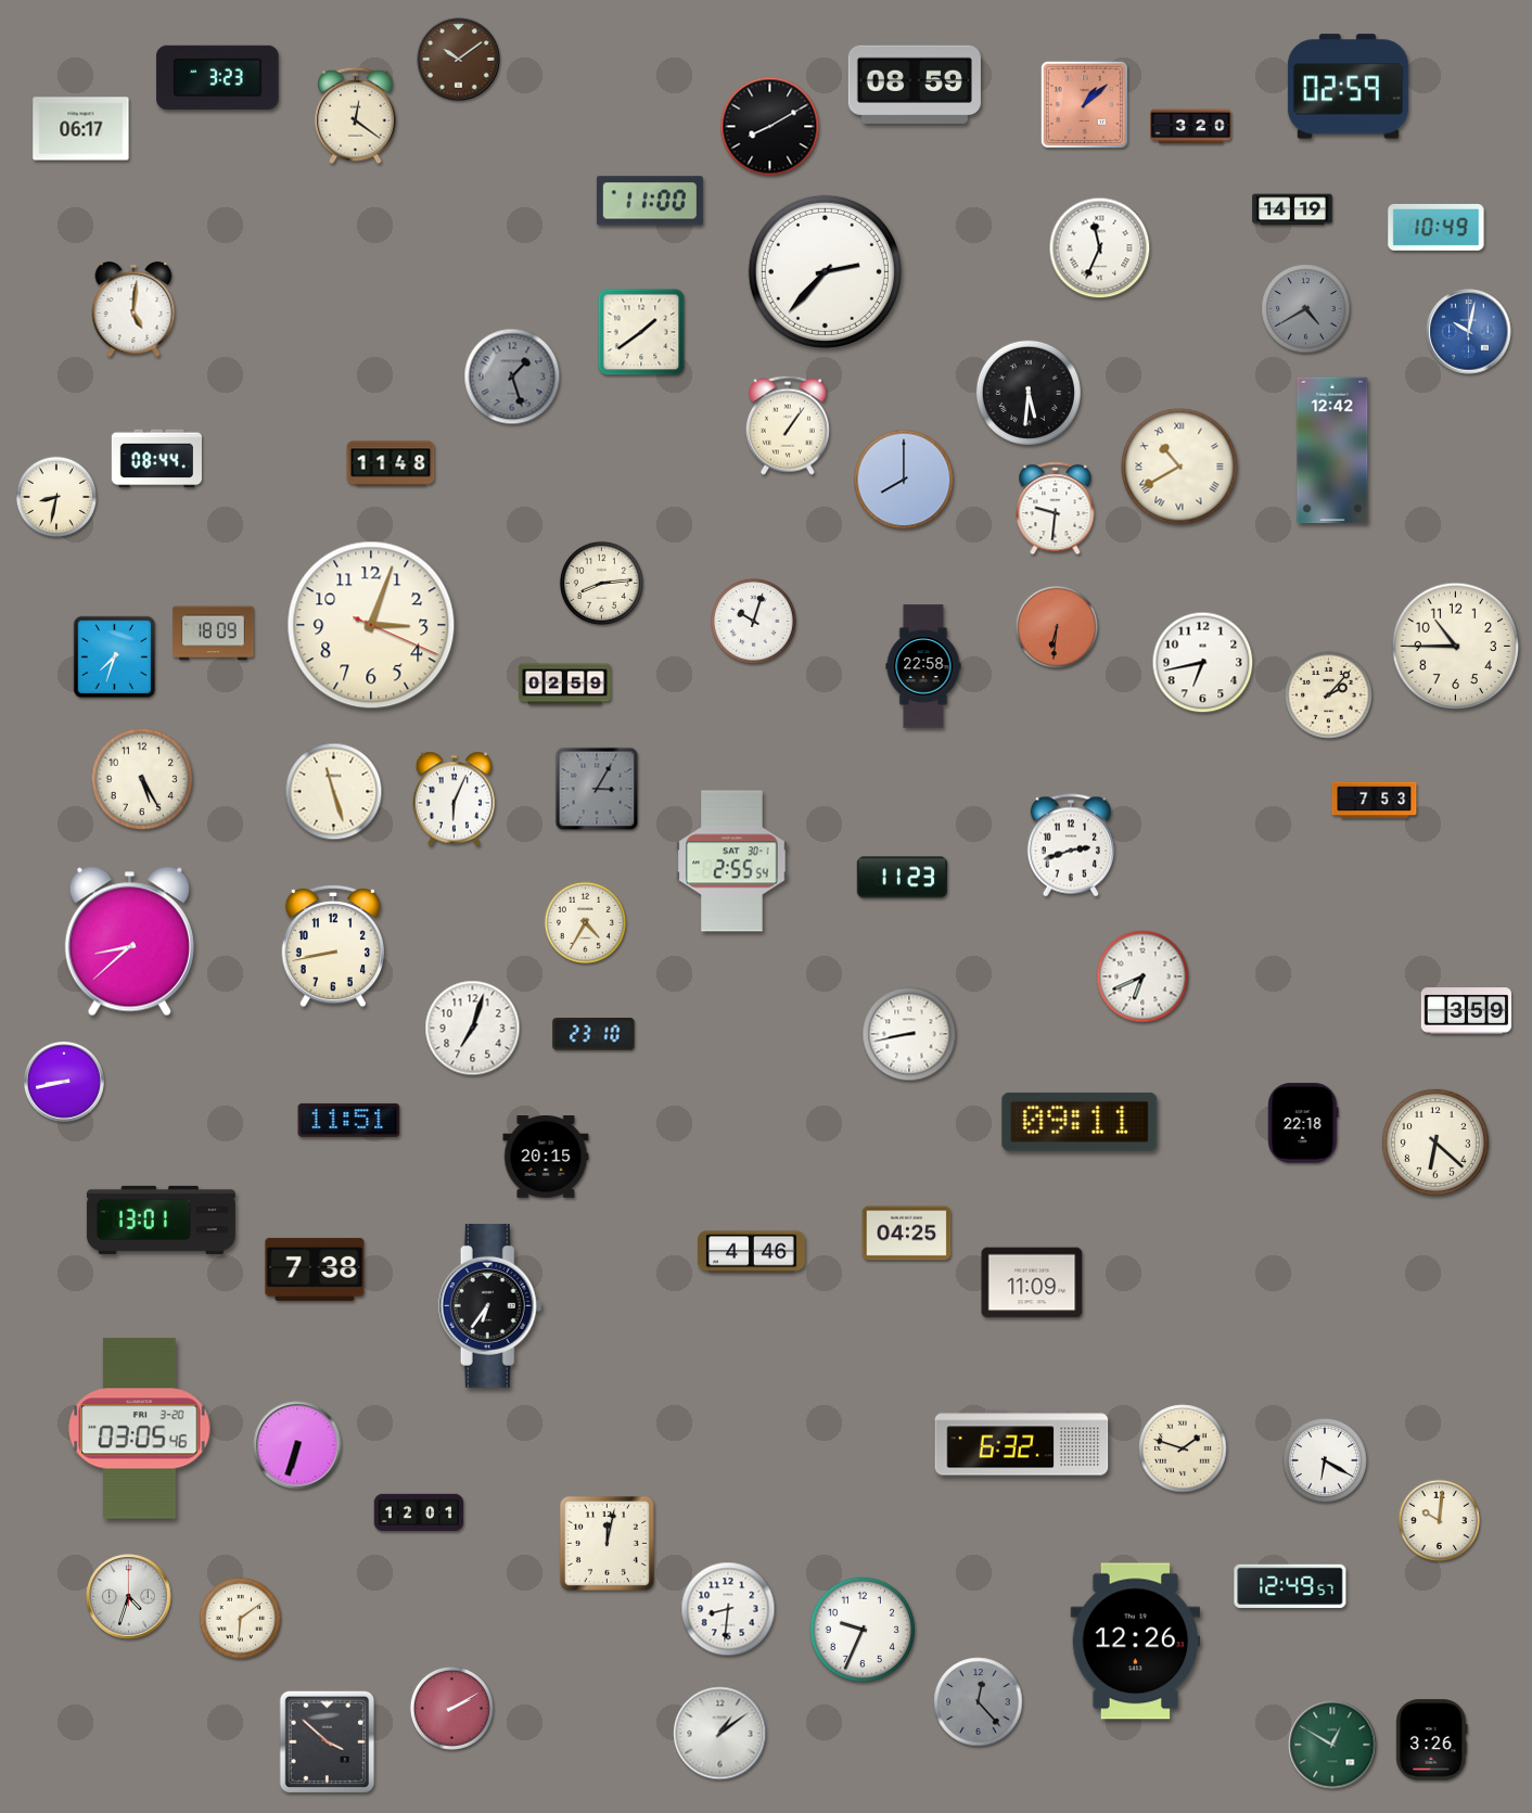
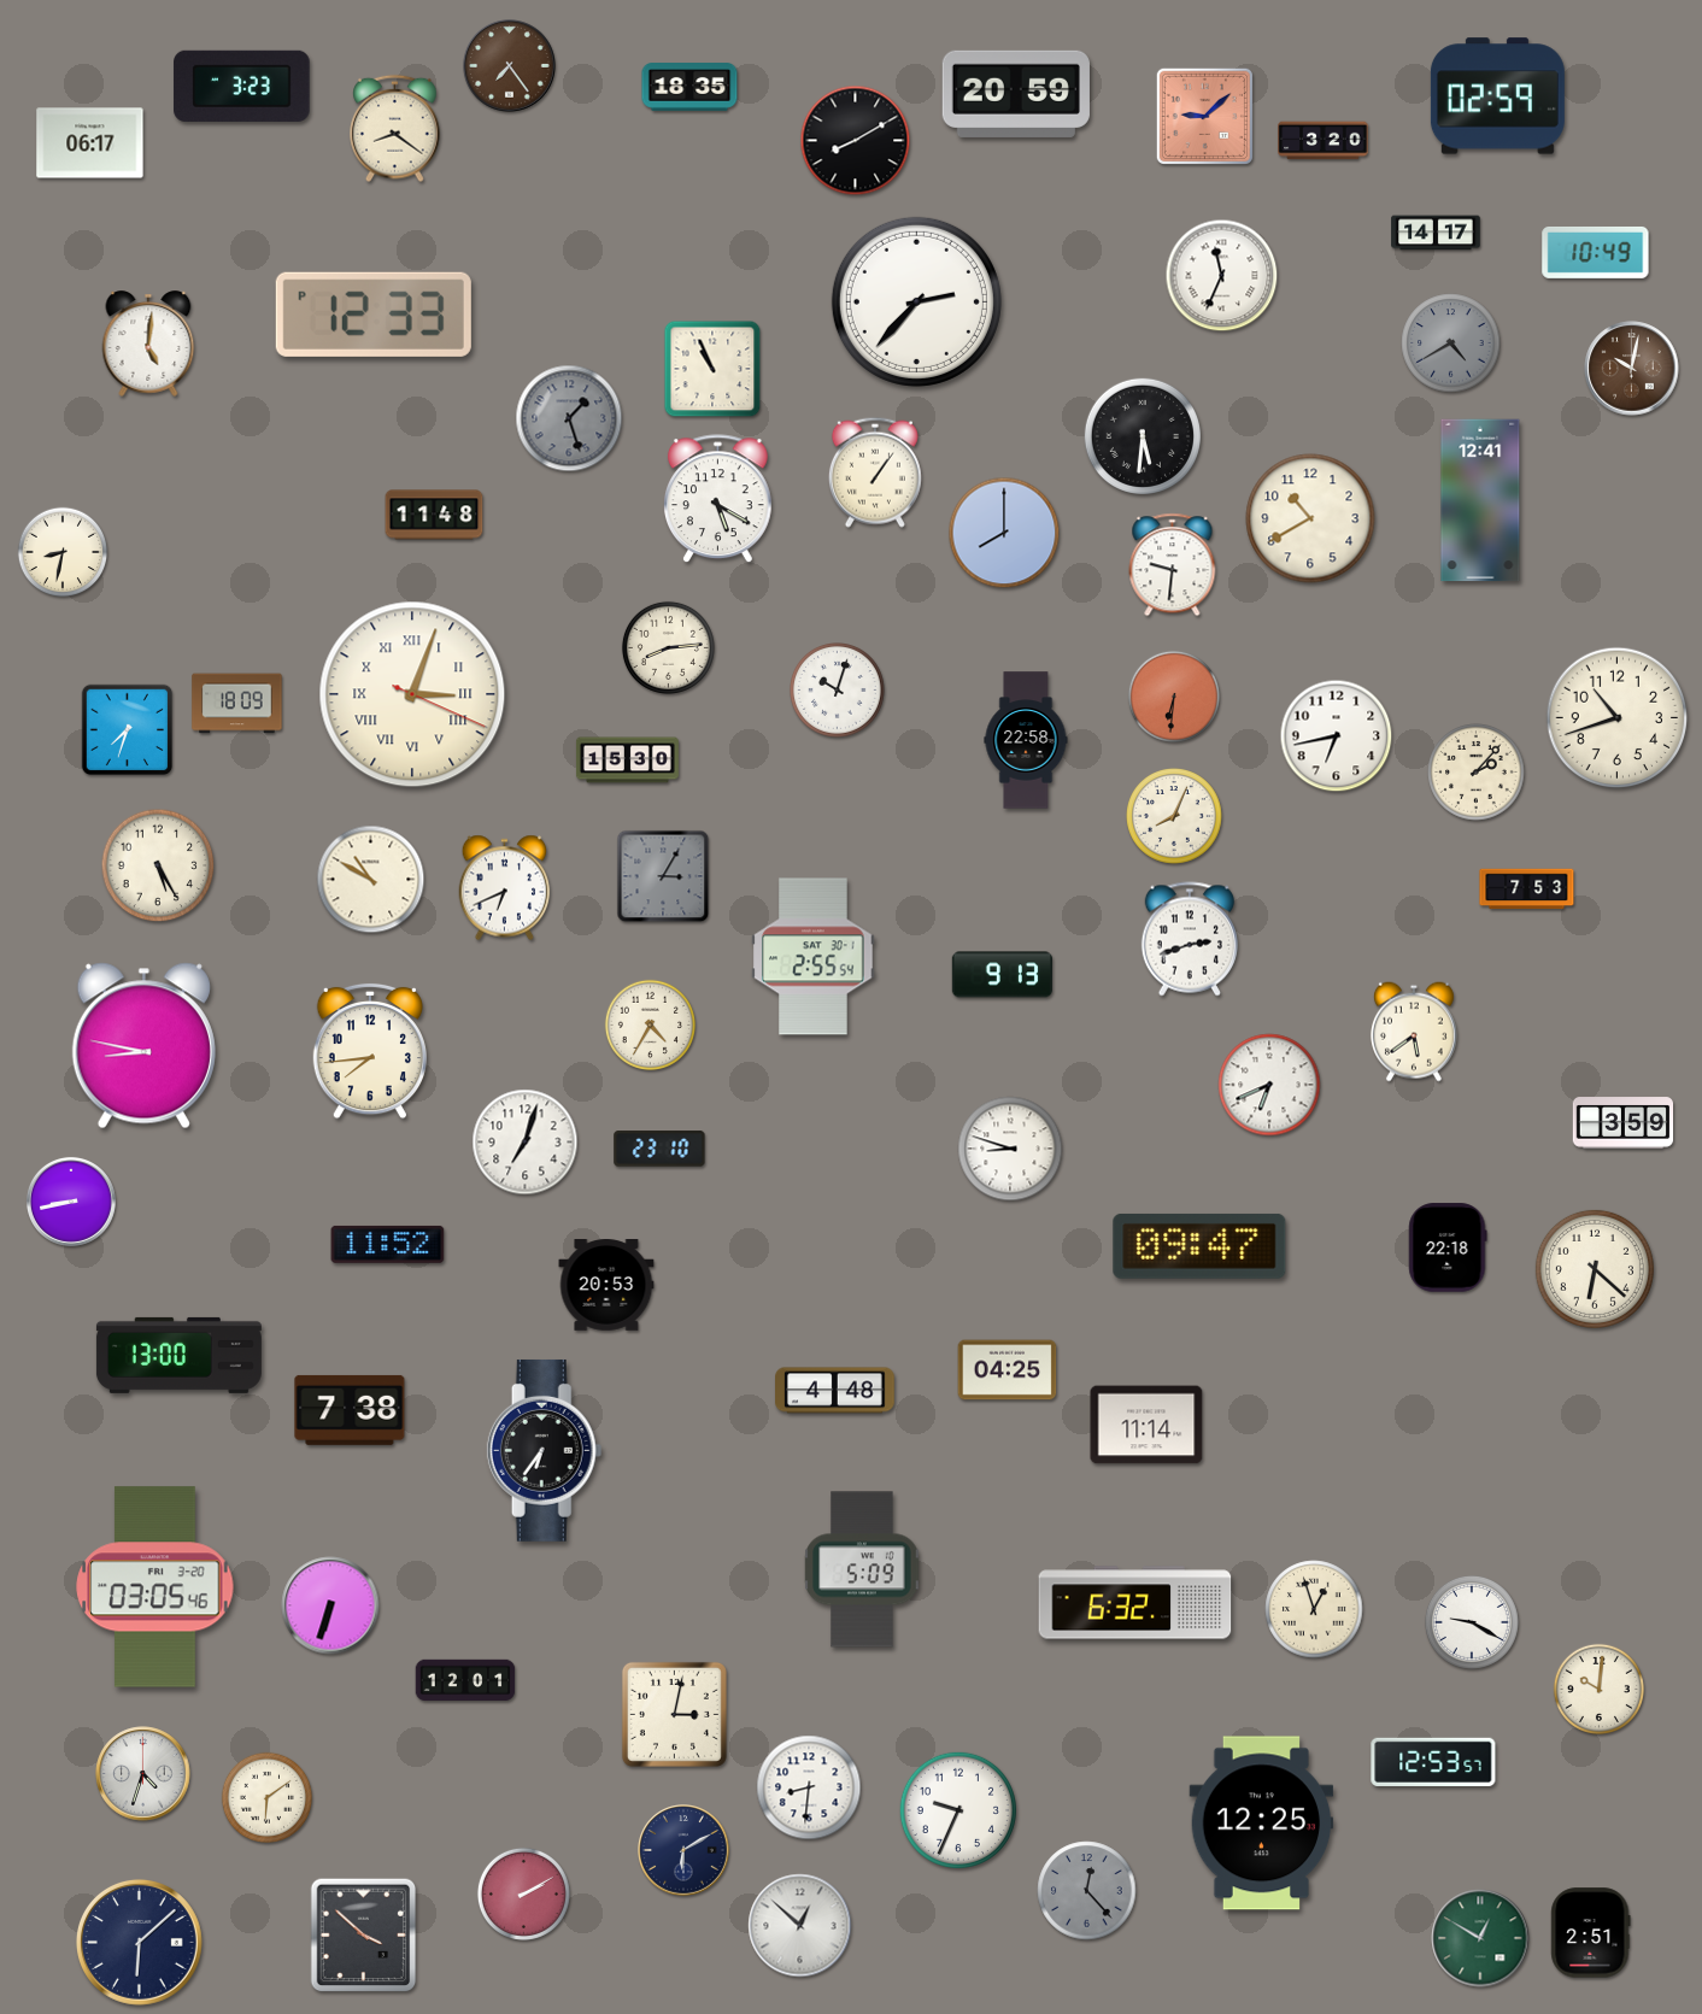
clock at (459, 60): 10:09 -> 7:24
clock at (689, 87): none -> 18:35
clock at (915, 85): 08:59 -> 20:59
clock at (1084, 104): 1:08 -> 9:08
clock at (356, 116): 12:21 -> 8:21
clock at (650, 201): 11:00 -> none
clock at (1292, 209): 14:19 -> 14:17
clock at (374, 315): none -> 12:33
clock at (641, 332): 1:39 -> 10:56
clock at (1469, 332) dial: blue -> brown
clock at (718, 499): none -> 5:20
clock at (1332, 450): 12:42 -> 12:41
clock at (156, 459): 08:44 -> none
clock at (1179, 467) numerals: Roman -> Arabic
clock at (371, 625) numerals: Arabic -> Roman
clock at (1456, 647): 10:45 -> 10:42
clock at (564, 685): 02:59 -> 15:30
clock at (1174, 816): none -> 8:04
clock at (334, 792): 11:27 -> 10:50
clock at (455, 800): 6:04 -> 6:41
clock at (902, 878): 11:23 -> 9:13
clock at (1414, 1032): none -> 5:39
clock at (129, 942): 8:38 -> 8:47
clock at (332, 946): 8:43 -> 7:44
clock at (1467, 1011) position: (1467, 1011) -> (1624, 1123)
clock at (909, 1034): 8:43 -> 8:48
clock at (349, 1120): 11:51 -> 11:52
clock at (1080, 1122): 09:11 -> 09:47
clock at (546, 1158): 20:15 -> 20:53
clock at (161, 1220): 13:01 -> 13:00
clock at (752, 1252): 4:46 -> 4:48
clock at (1032, 1282): 11:09 -> 11:14
clock at (862, 1569): none -> 5:09
clock at (1183, 1448): 1:48 -> 12:57
clock at (1325, 1460): 6:20 -> 9:20
clock at (607, 1543): 12:02 -> 3:02
clock at (1290, 1586): 12:49 -> 12:53
clock at (1136, 1642): 12:26 -> 12:25
clock at (683, 1850): none -> 6:10
clock at (451, 1708) position: (451, 1708) -> (523, 1893)
clock at (720, 1734): 1:09 -> 12:52
clock at (1432, 1740): 3:26 -> 2:51
clock at (139, 1942): none -> 6:08
